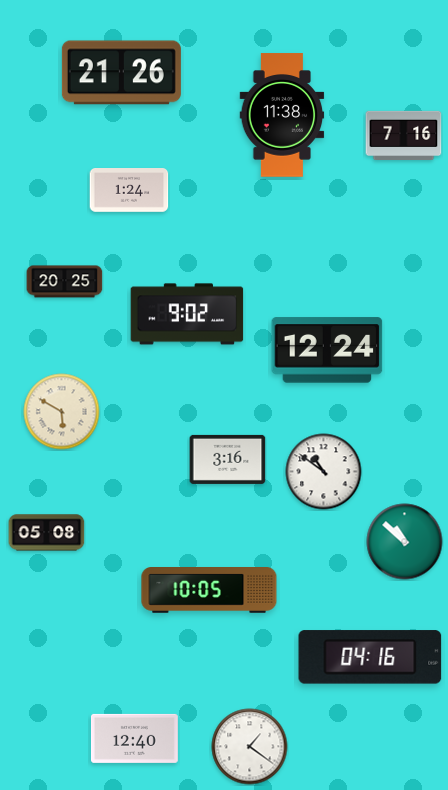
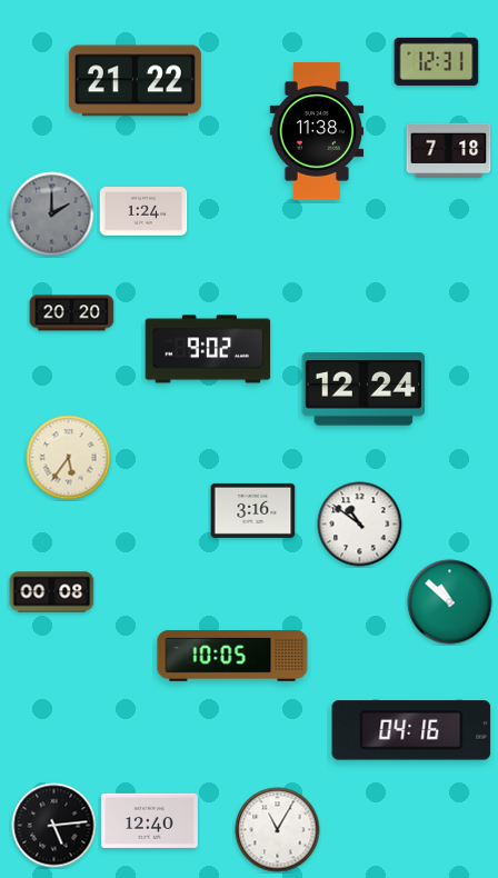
clock at (437, 61): none -> 12:31
clock at (121, 73): 21:26 -> 21:22
clock at (282, 115) position: (282, 115) -> (317, 131)
clock at (404, 136): 7:16 -> 7:18
clock at (52, 214): none -> 2:00
clock at (65, 282): 20:25 -> 20:20
clock at (62, 412): 5:50 -> 5:36
clock at (47, 533): 05:08 -> 00:08
clock at (54, 826): none -> 5:14
clock at (250, 747): 1:21 -> 11:05
